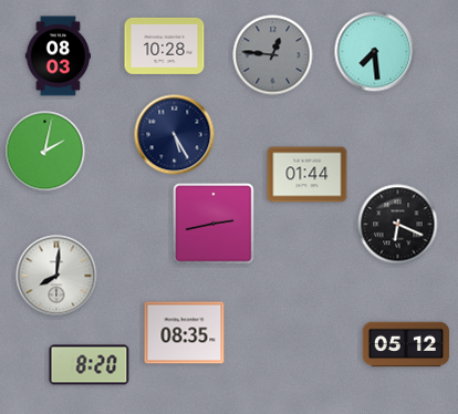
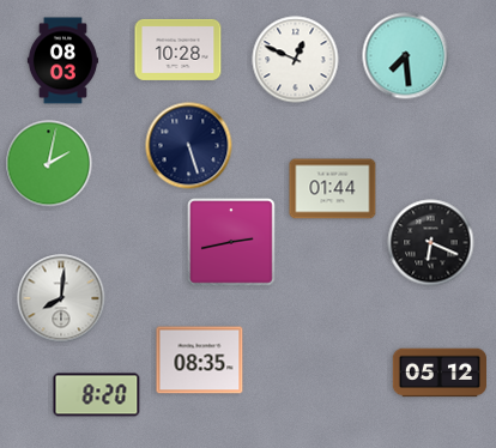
clock at (273, 55): 12:46 -> 12:49
clock at (273, 55) dial: grey -> white
clock at (175, 135): 5:25 -> 5:27
